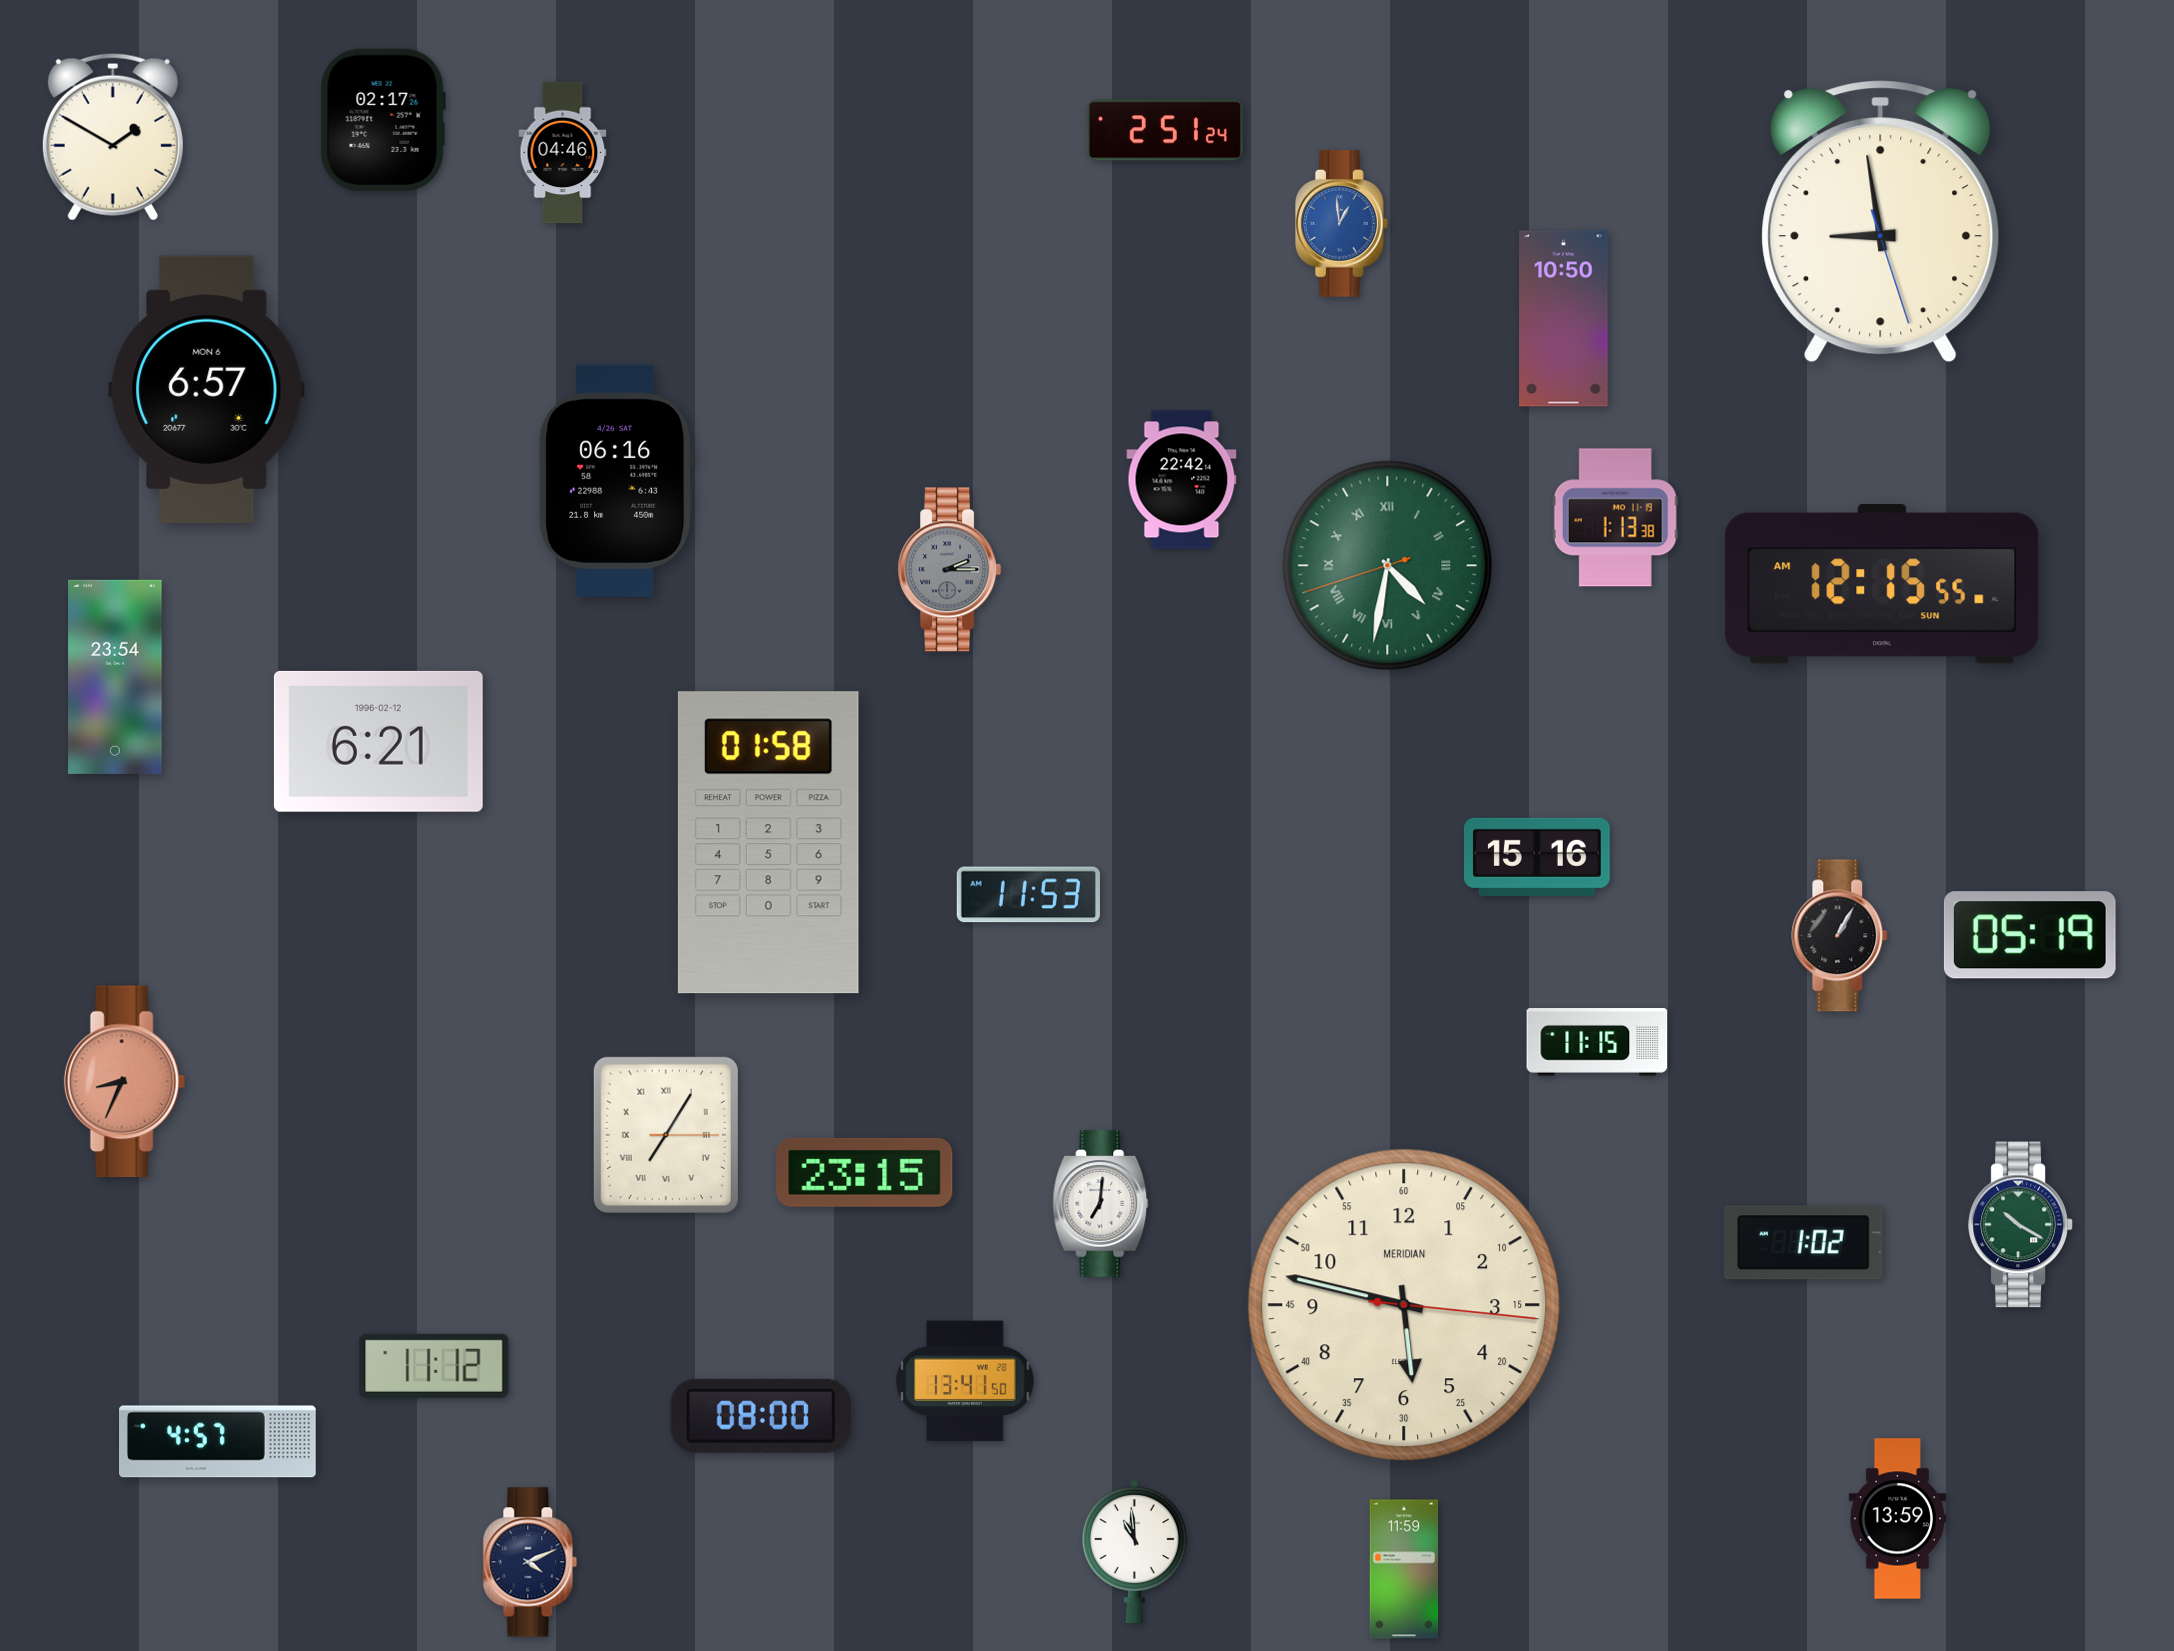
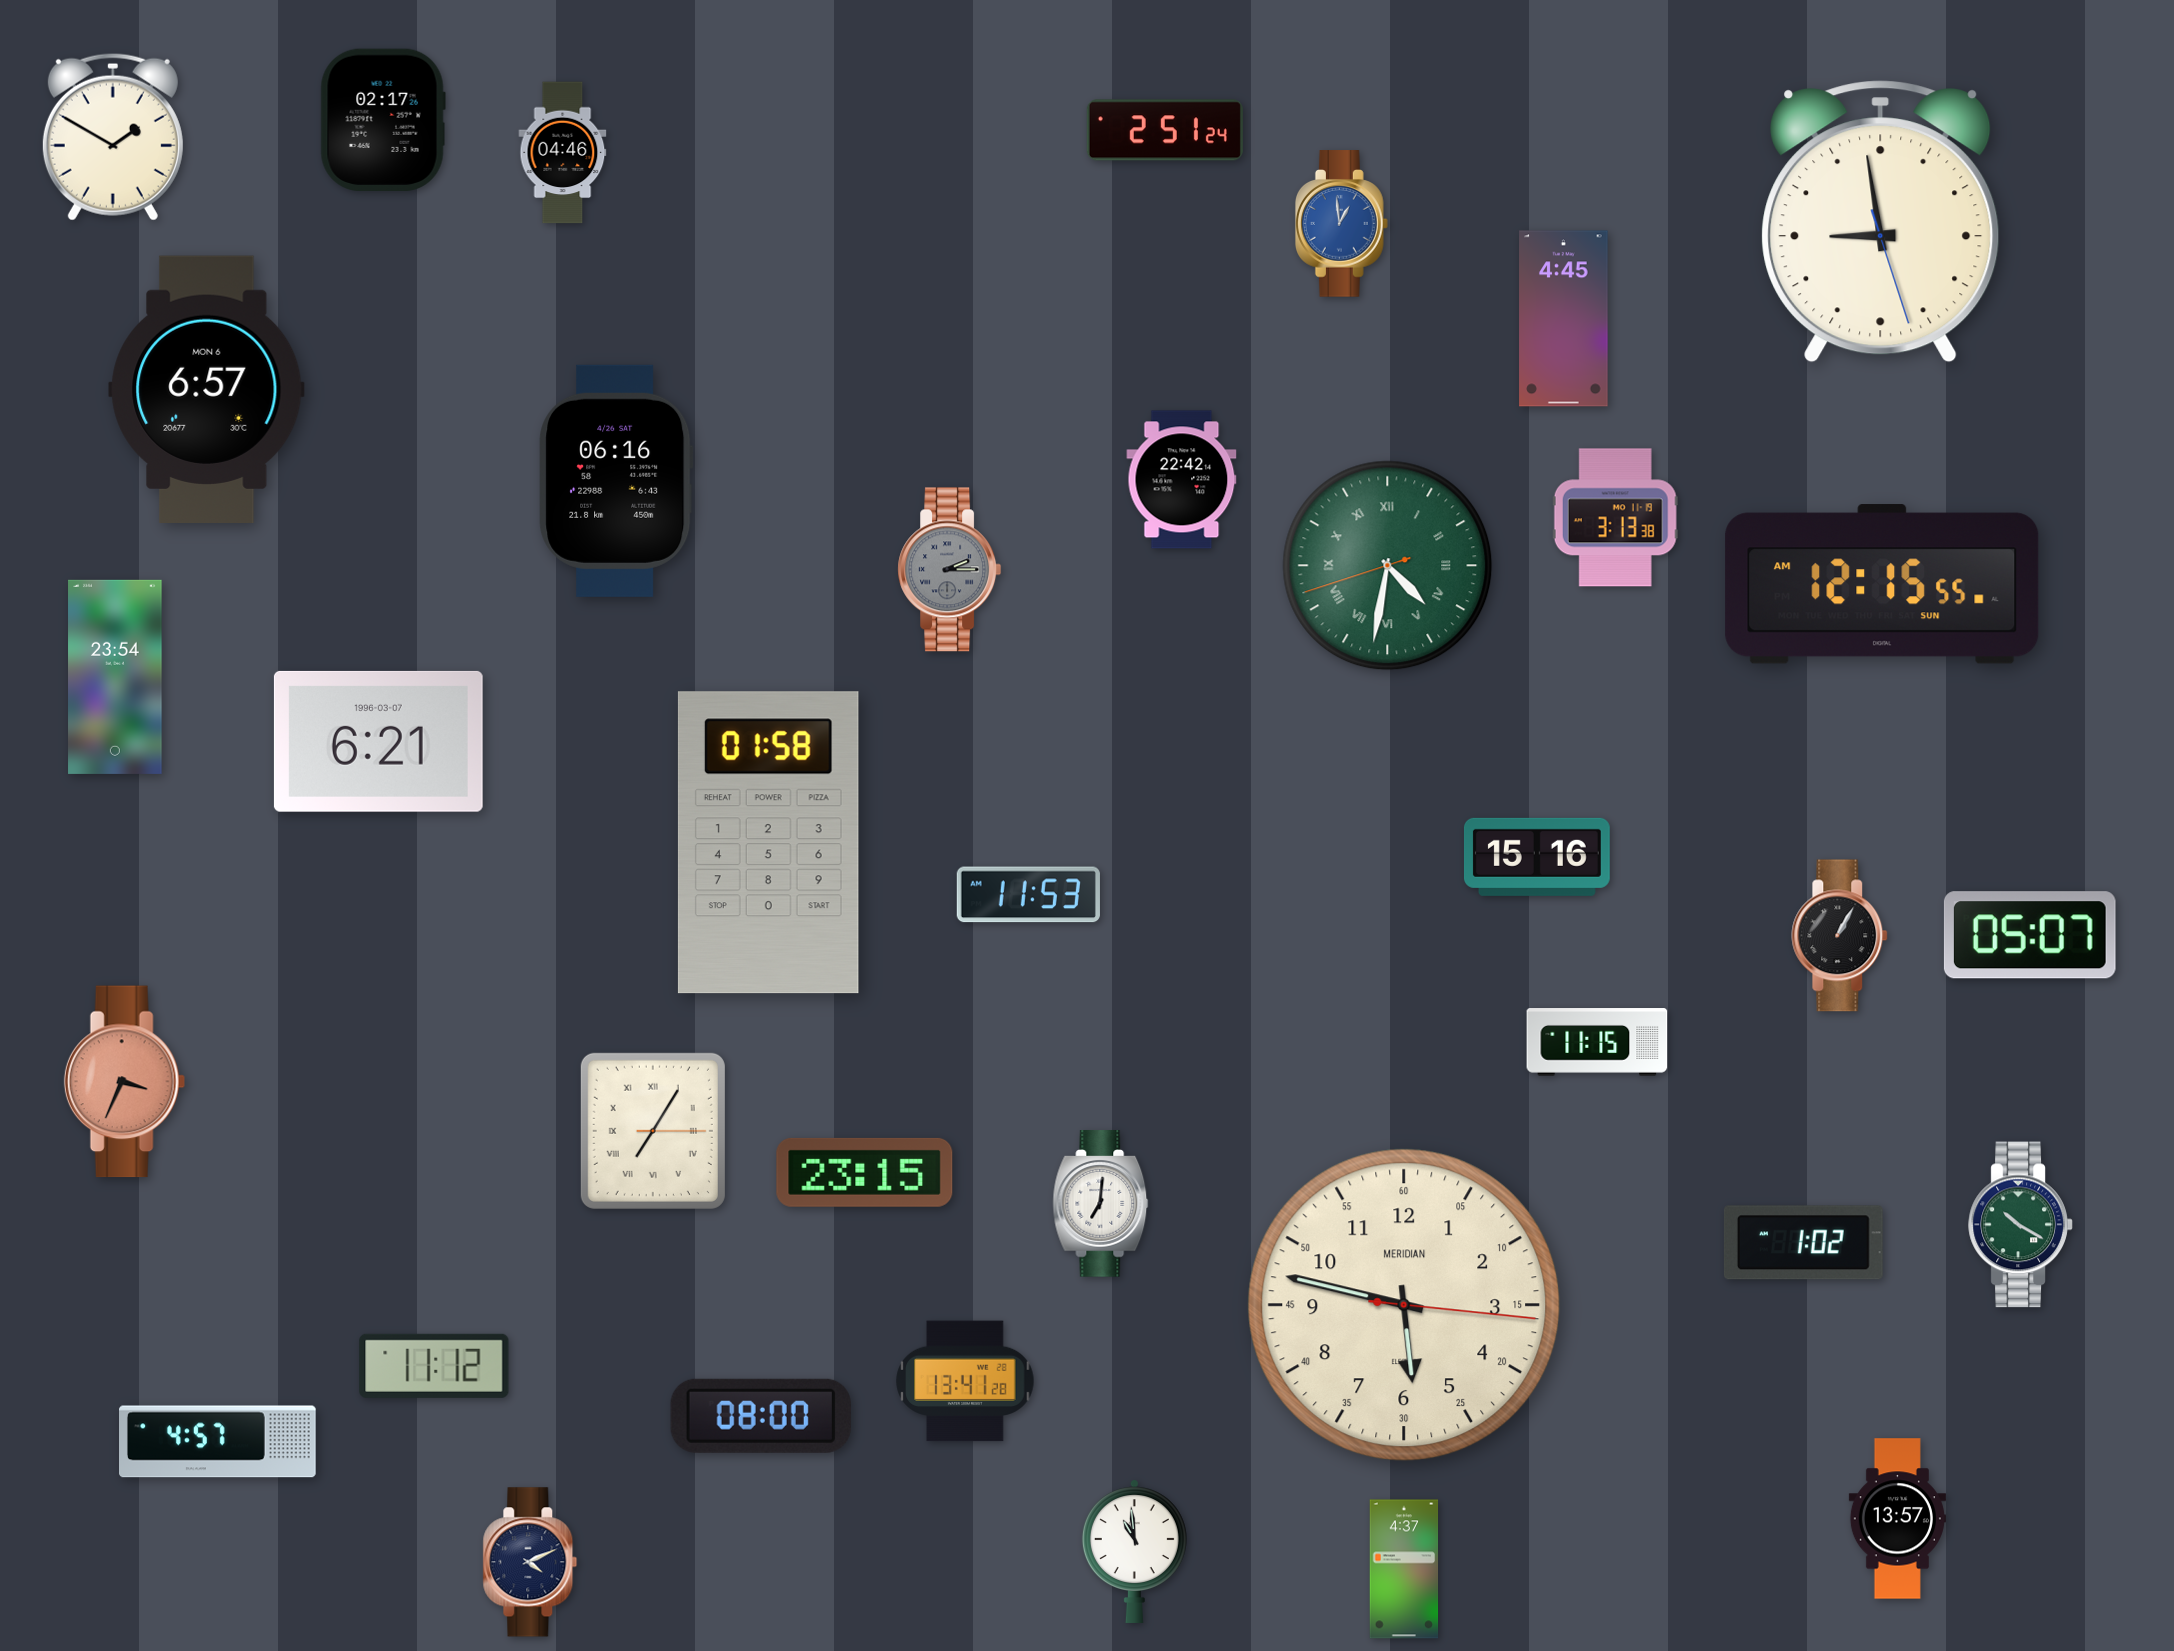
clock at (1564, 319): 10:50 -> 4:45
clock at (1615, 518): 1:13 -> 3:13
clock at (378, 741) date: 1996-02-12 -> 1996-03-07
clock at (2030, 935): 05:19 -> 05:07
clock at (124, 1082): 8:34 -> 3:34
clock at (666, 1135) position: (666, 1135) -> (653, 1131)
clock at (965, 1381): 13:41:50 -> 13:41:28
clock at (1897, 1519): 13:59 -> 13:57
clock at (1404, 1569): 11:59 -> 4:37
